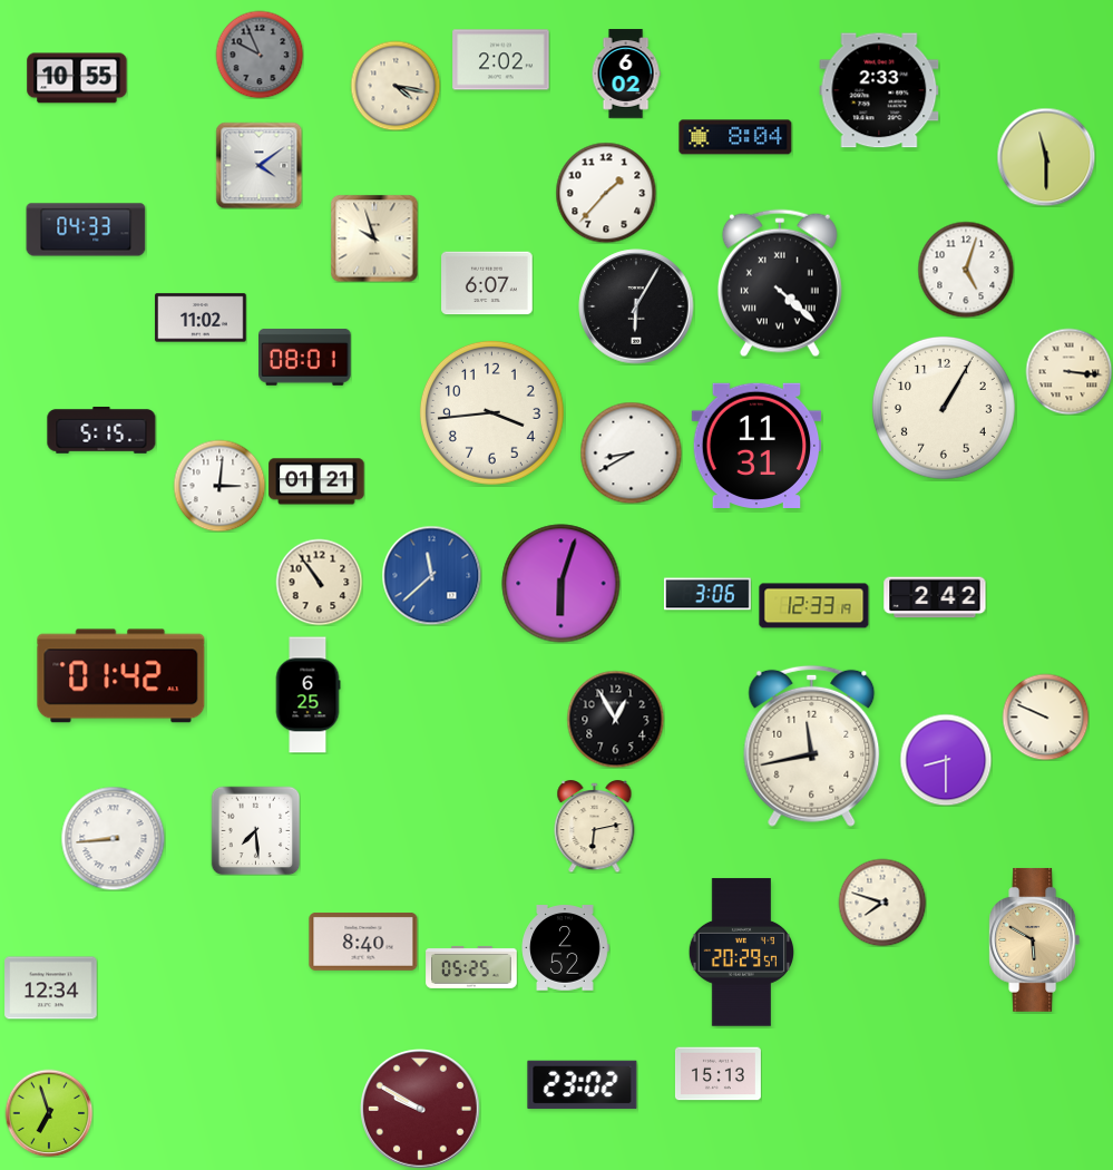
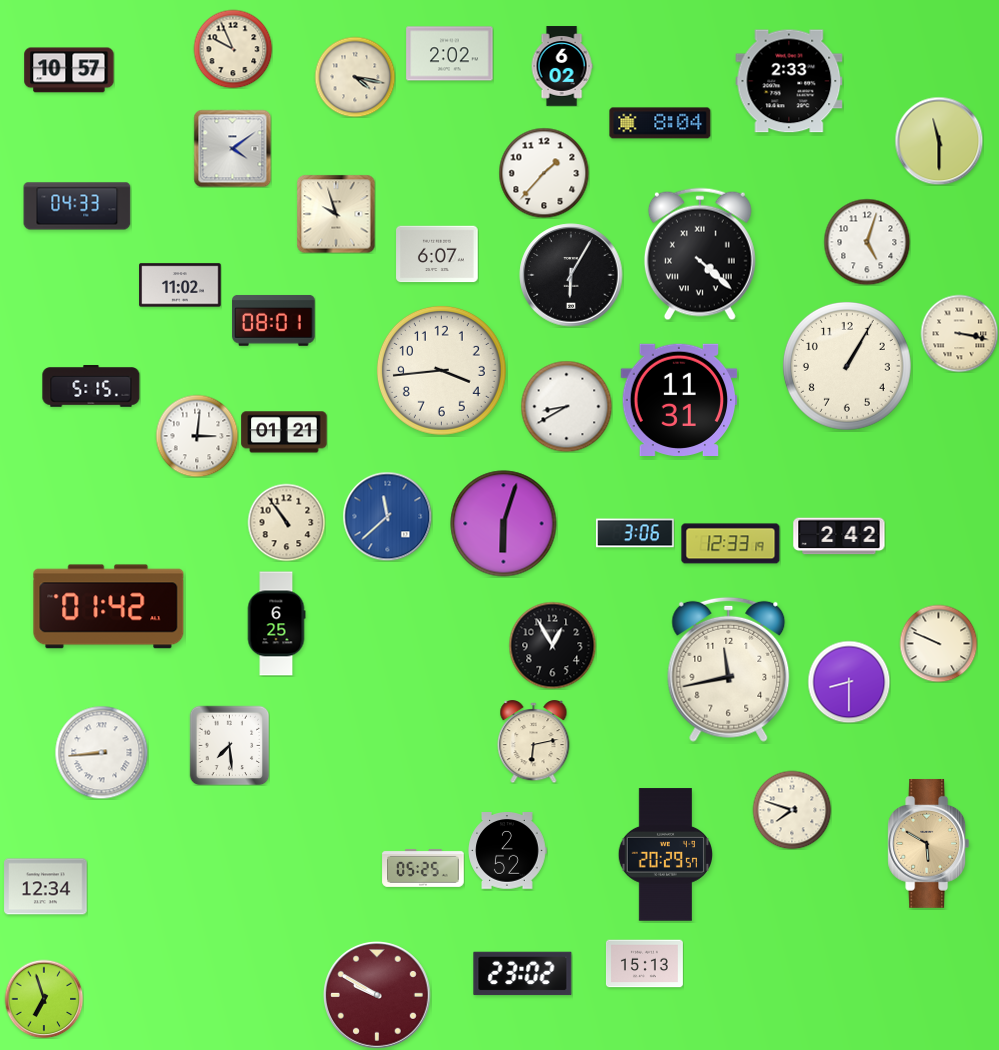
clock at (260, 55) dial: grey -> cream
clock at (77, 78): 10:55 -> 10:57
clock at (1068, 371): 3:16 -> 3:17
clock at (363, 943): 8:40 -> none
